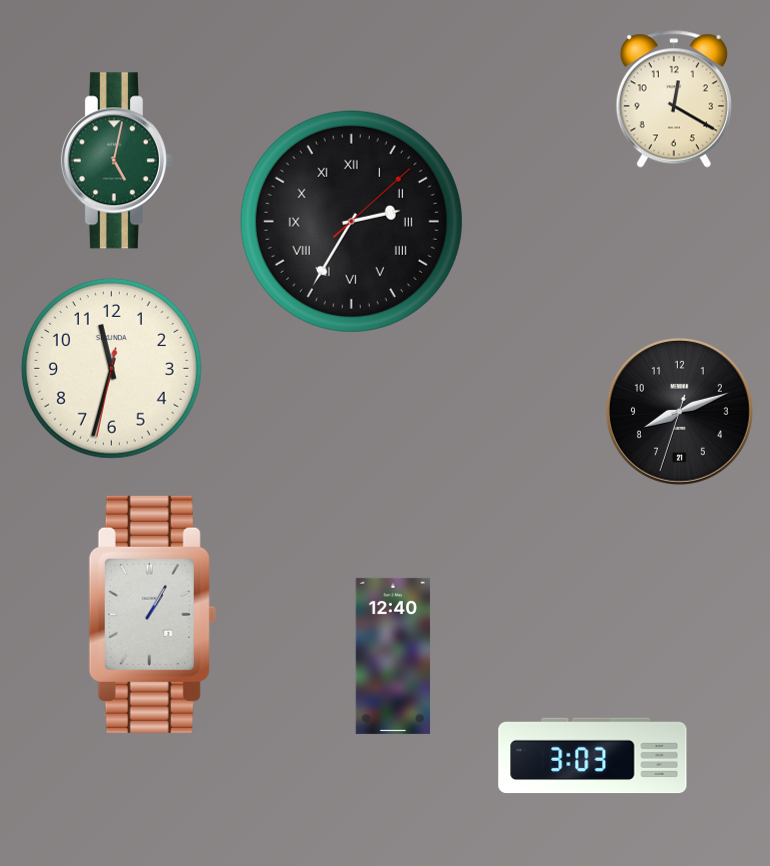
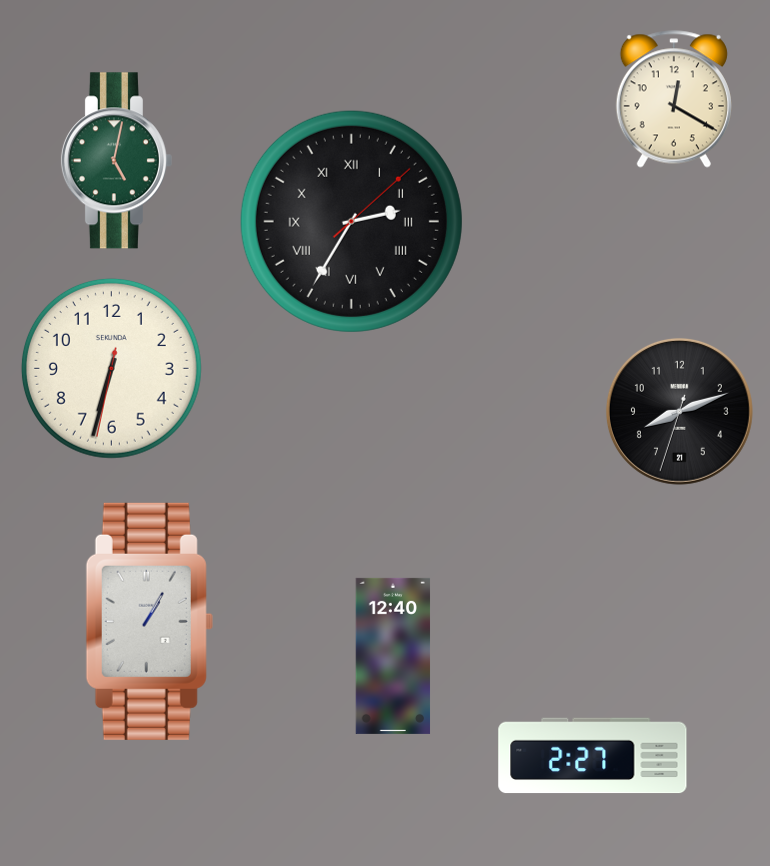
clock at (111, 368): 11:32 -> 6:32
clock at (152, 614) position: (152, 614) -> (149, 621)
clock at (593, 756): 3:03 -> 2:27
